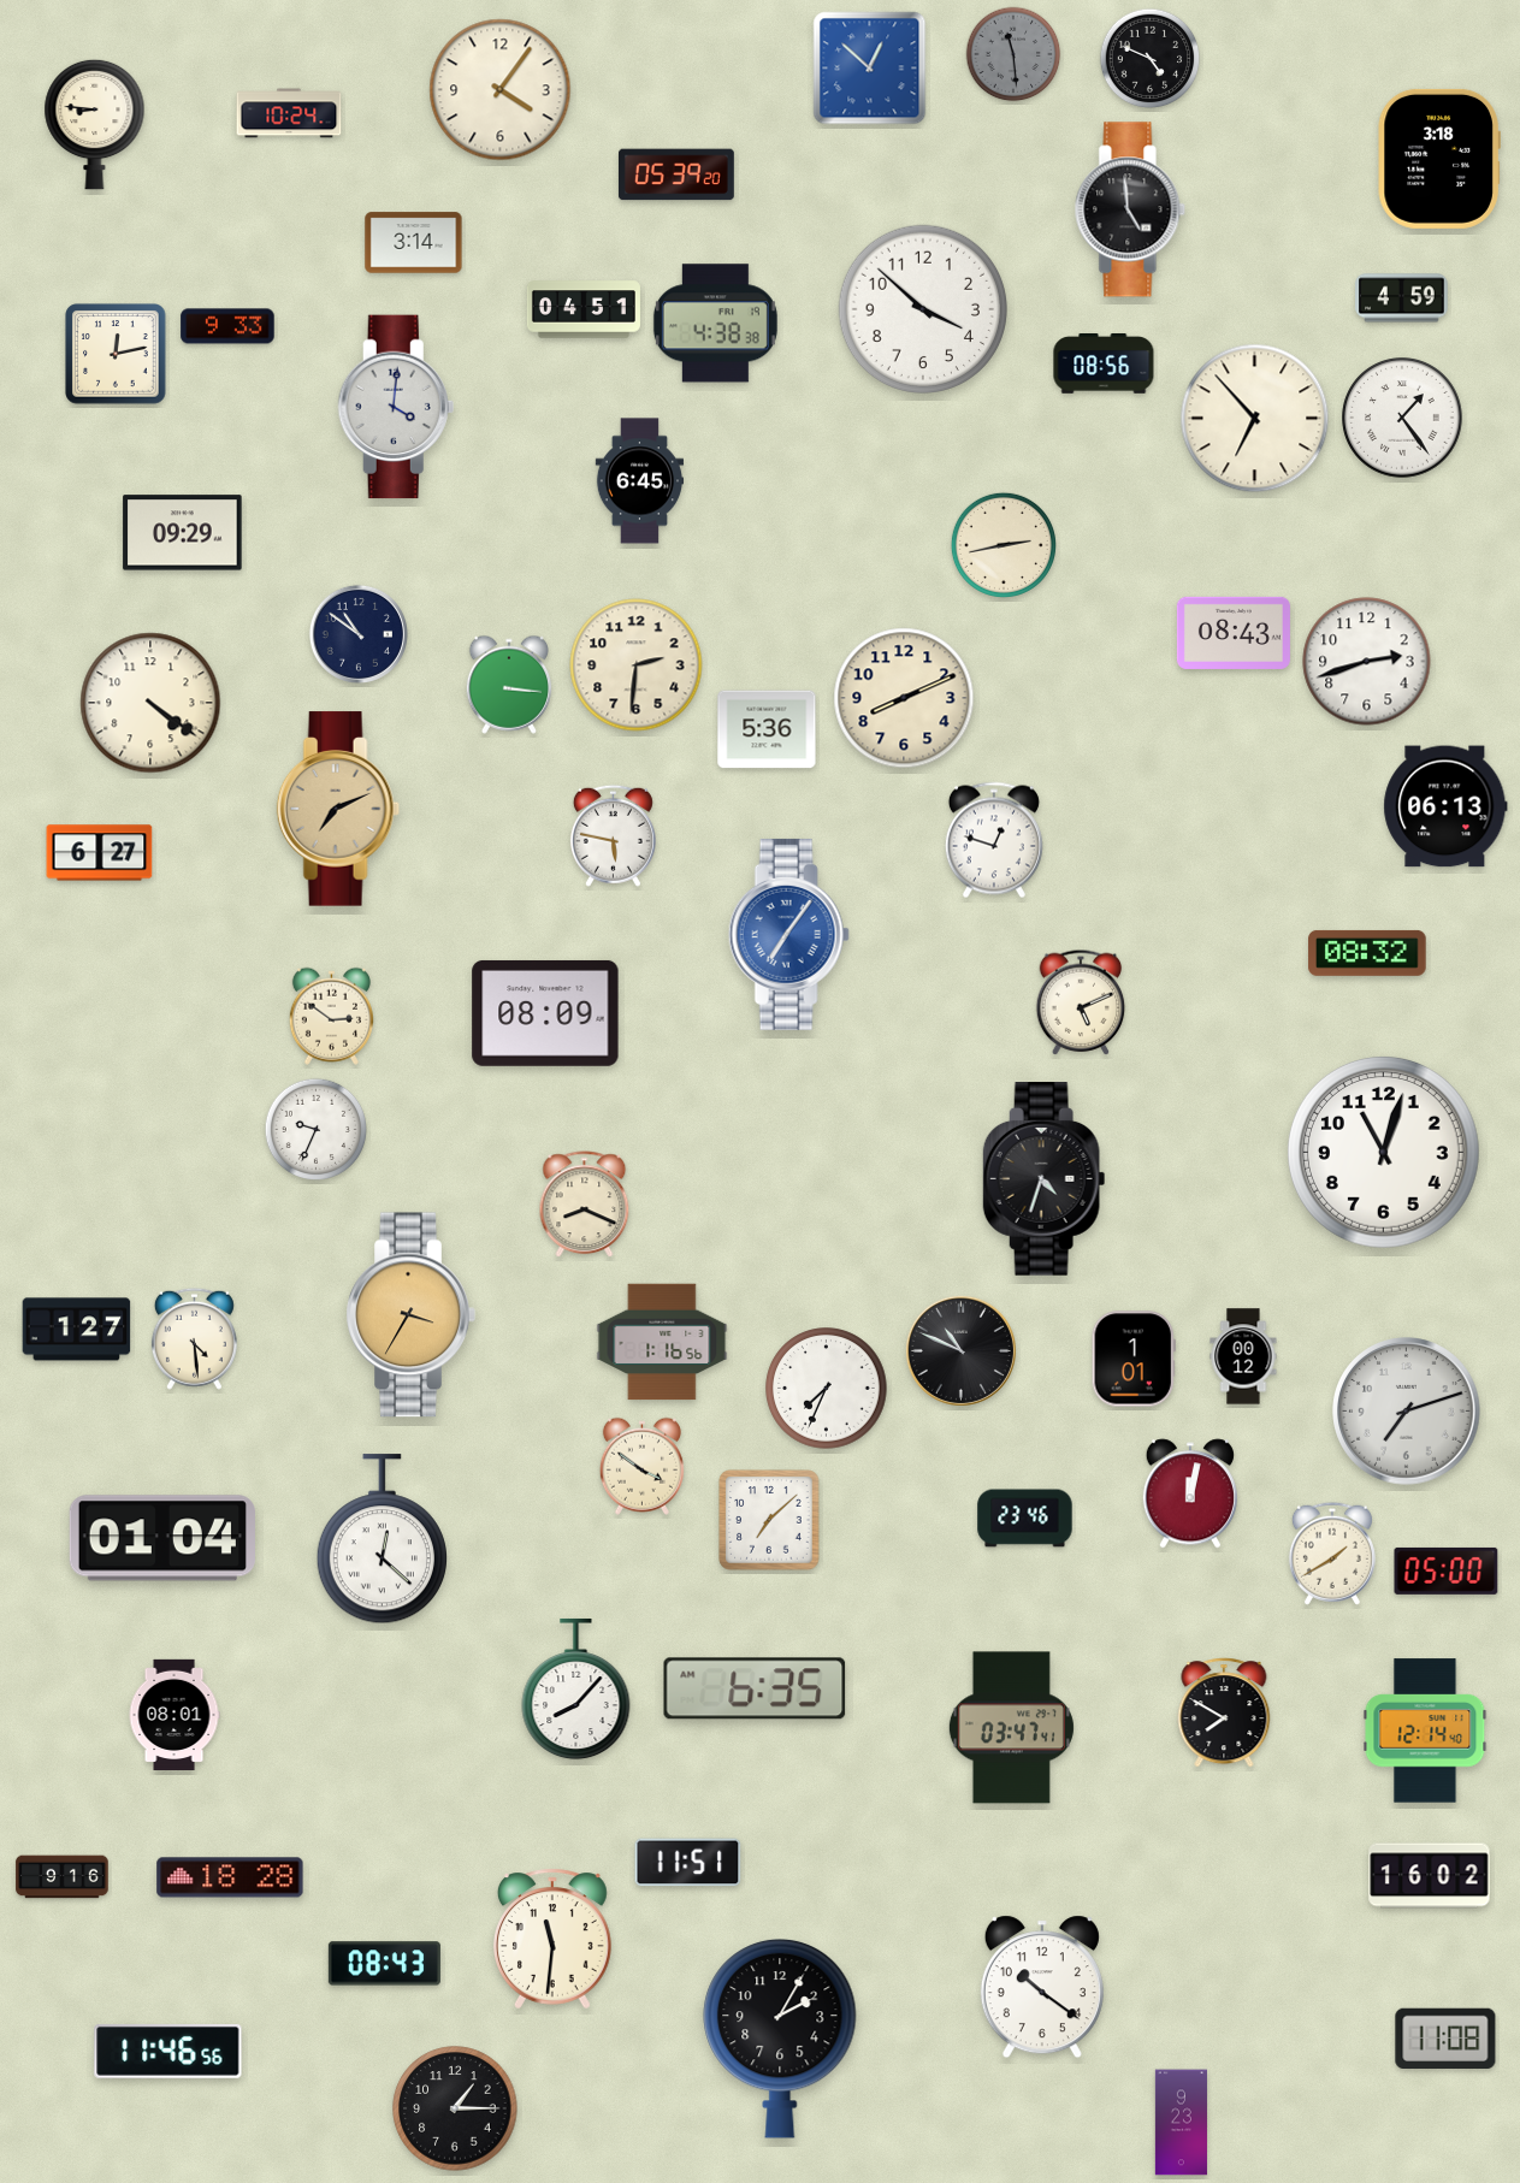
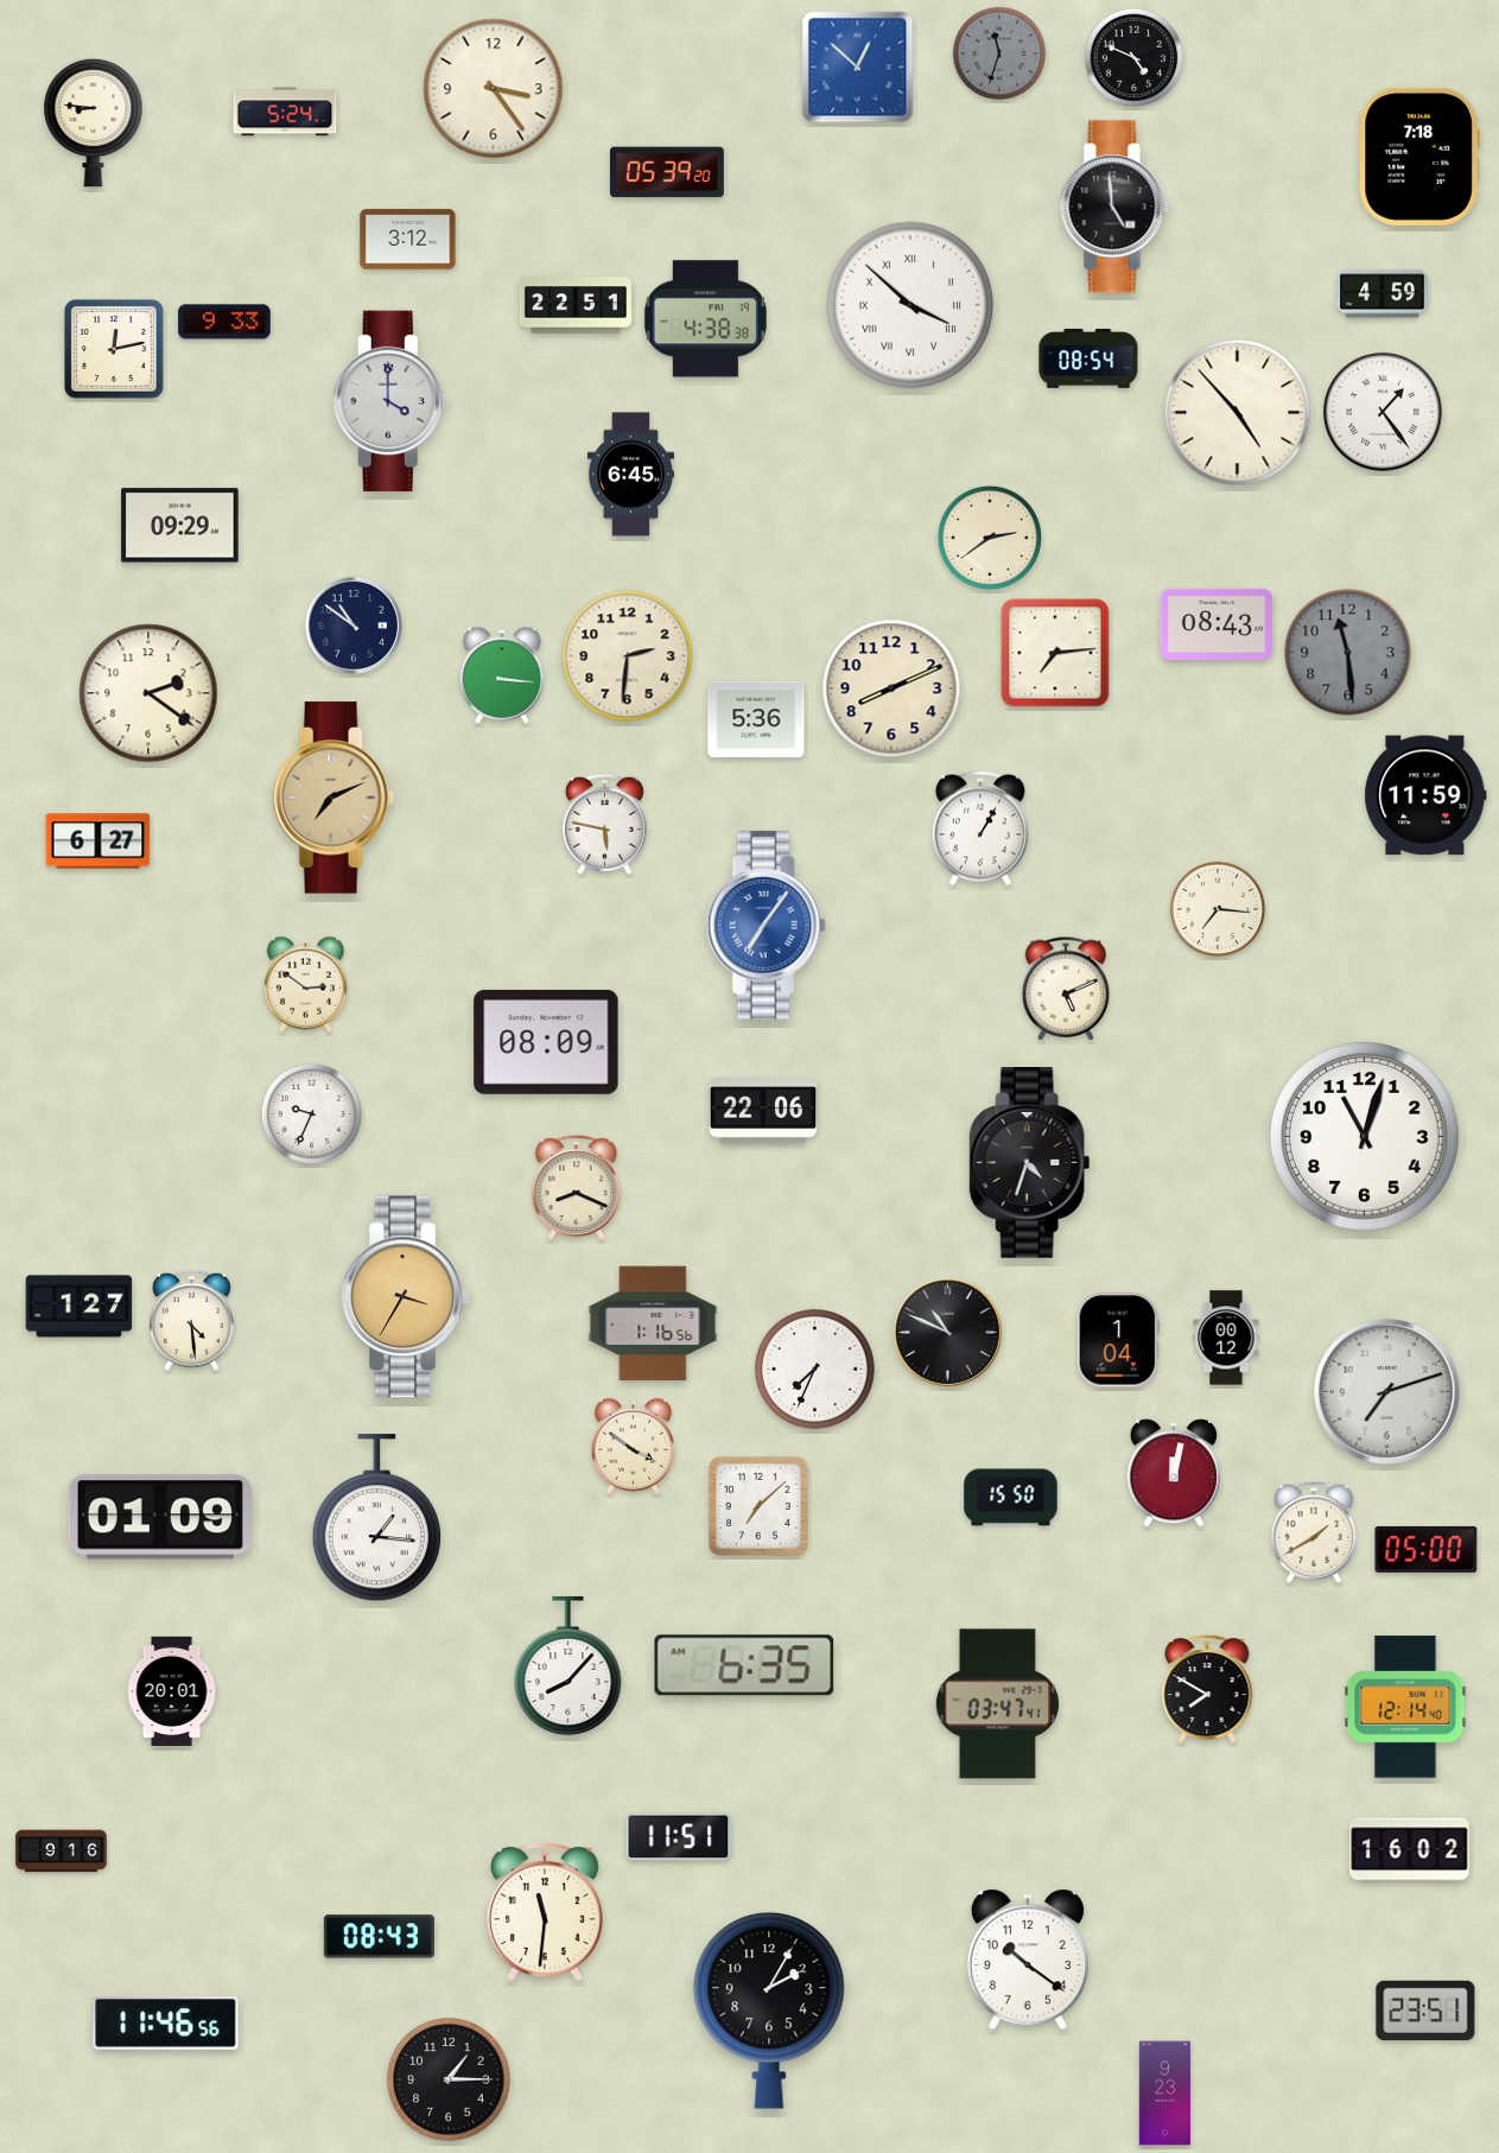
clock at (1013, 54): 11:29 -> 11:33
clock at (501, 90): 4:06 -> 3:24
clock at (289, 113): 10:24 -> 5:24
clock at (1439, 159): 3:18 -> 7:18
clock at (414, 243): 3:14 -> 3:12
clock at (922, 308) numerals: Arabic -> Roman
clock at (584, 309): 04:51 -> 22:51
clock at (1104, 365): 08:56 -> 08:54
clock at (396, 407): 4:01 -> 4:00
clock at (1255, 419): 6:53 -> 4:53
clock at (1004, 545): 2:43 -> 2:39
clock at (1055, 653): none -> 7:14
clock at (1367, 662): 2:42 -> 11:29
clock at (1367, 662) dial: white -> grey
clock at (150, 703): 4:21 -> 2:21
clock at (1445, 806): 06:13 -> 11:59
clock at (994, 840): 12:48 -> 1:05
clock at (1218, 909): none -> 7:16
clock at (788, 934) position: (788, 934) -> (766, 925)
clock at (1367, 953): 08:32 -> none
clock at (545, 1013) position: (545, 1013) -> (546, 1042)
clock at (331, 1016) position: (331, 1016) -> (305, 984)
clock at (763, 1111): none -> 22:06
clock at (77, 1330) position: (77, 1330) -> (80, 1307)
clock at (1134, 1359): 1:01 -> 1:04
clock at (1025, 1519): 23:46 -> 15:50
clock at (769, 1520) position: (769, 1520) -> (758, 1506)
clock at (162, 1538): 01:04 -> 01:09
clock at (382, 1539): 12:22 -> 1:16
clock at (175, 1714): 08:01 -> 20:01
clock at (230, 1877): 18:28 -> none
clock at (1445, 2037): 11:08 -> 23:51
